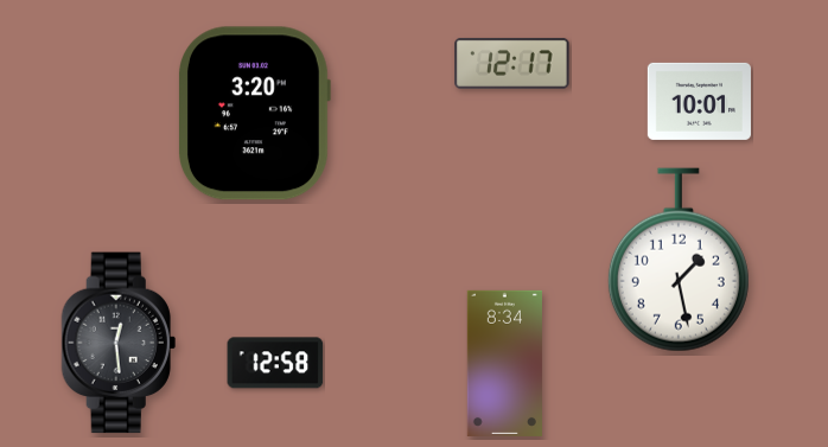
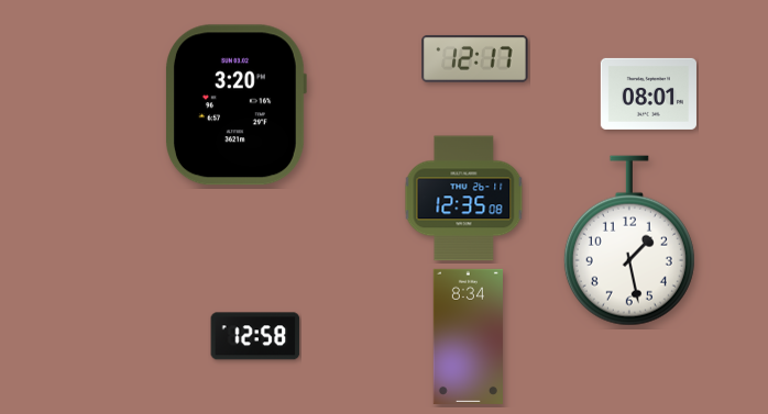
clock at (699, 101): 10:01 -> 08:01
clock at (464, 199): none -> 12:35
clock at (119, 343): 12:29 -> none
